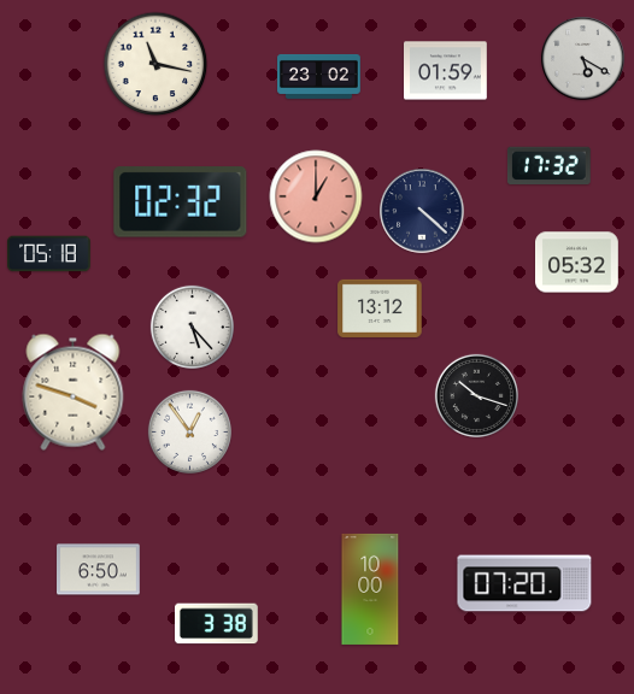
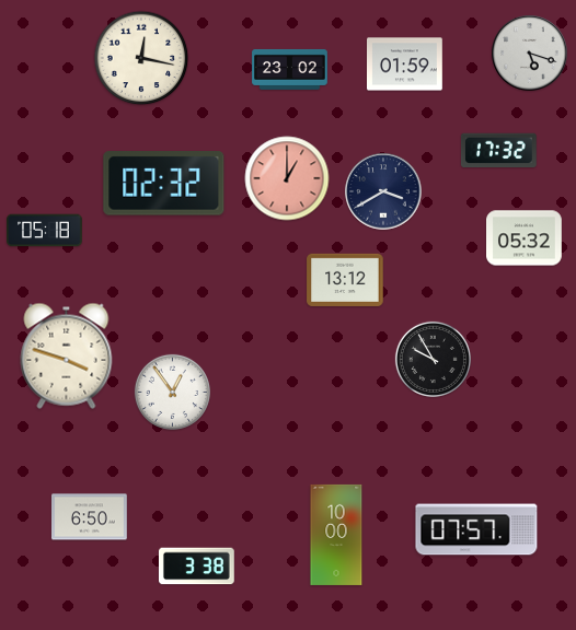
clock at (583, 59): 5:20 -> 5:18
clock at (155, 64): 11:17 -> 12:17
clock at (422, 211): 4:22 -> 3:40
clock at (192, 327): 5:23 -> none
clock at (476, 395): 10:18 -> 9:55
clock at (524, 583): 07:20 -> 07:57
